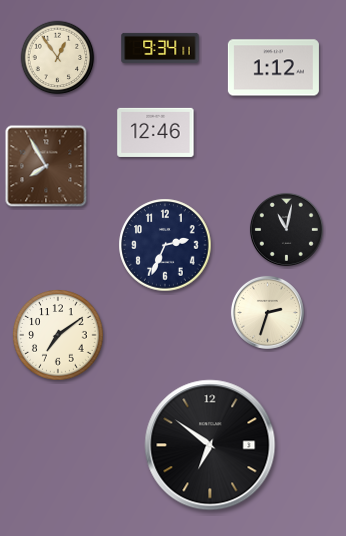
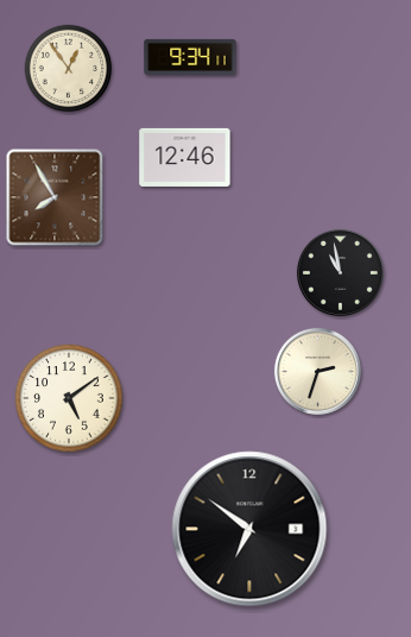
clock at (273, 68): 1:12 -> none
clock at (286, 229): 11:02 -> 10:58
clock at (165, 245): 2:34 -> none
clock at (58, 335): 7:09 -> 5:09
